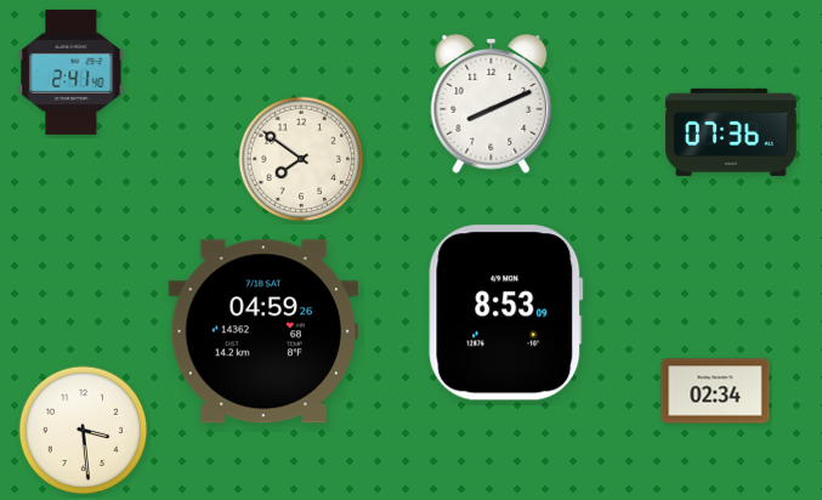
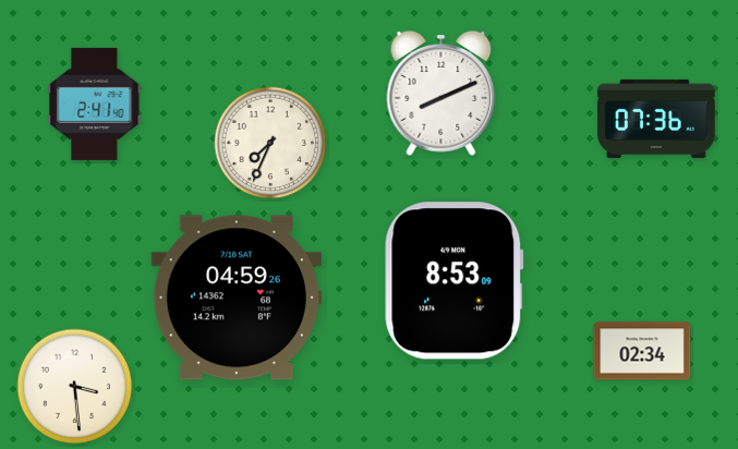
clock at (72, 72) position: (72, 72) -> (95, 104)
clock at (301, 159): 7:51 -> 7:34
